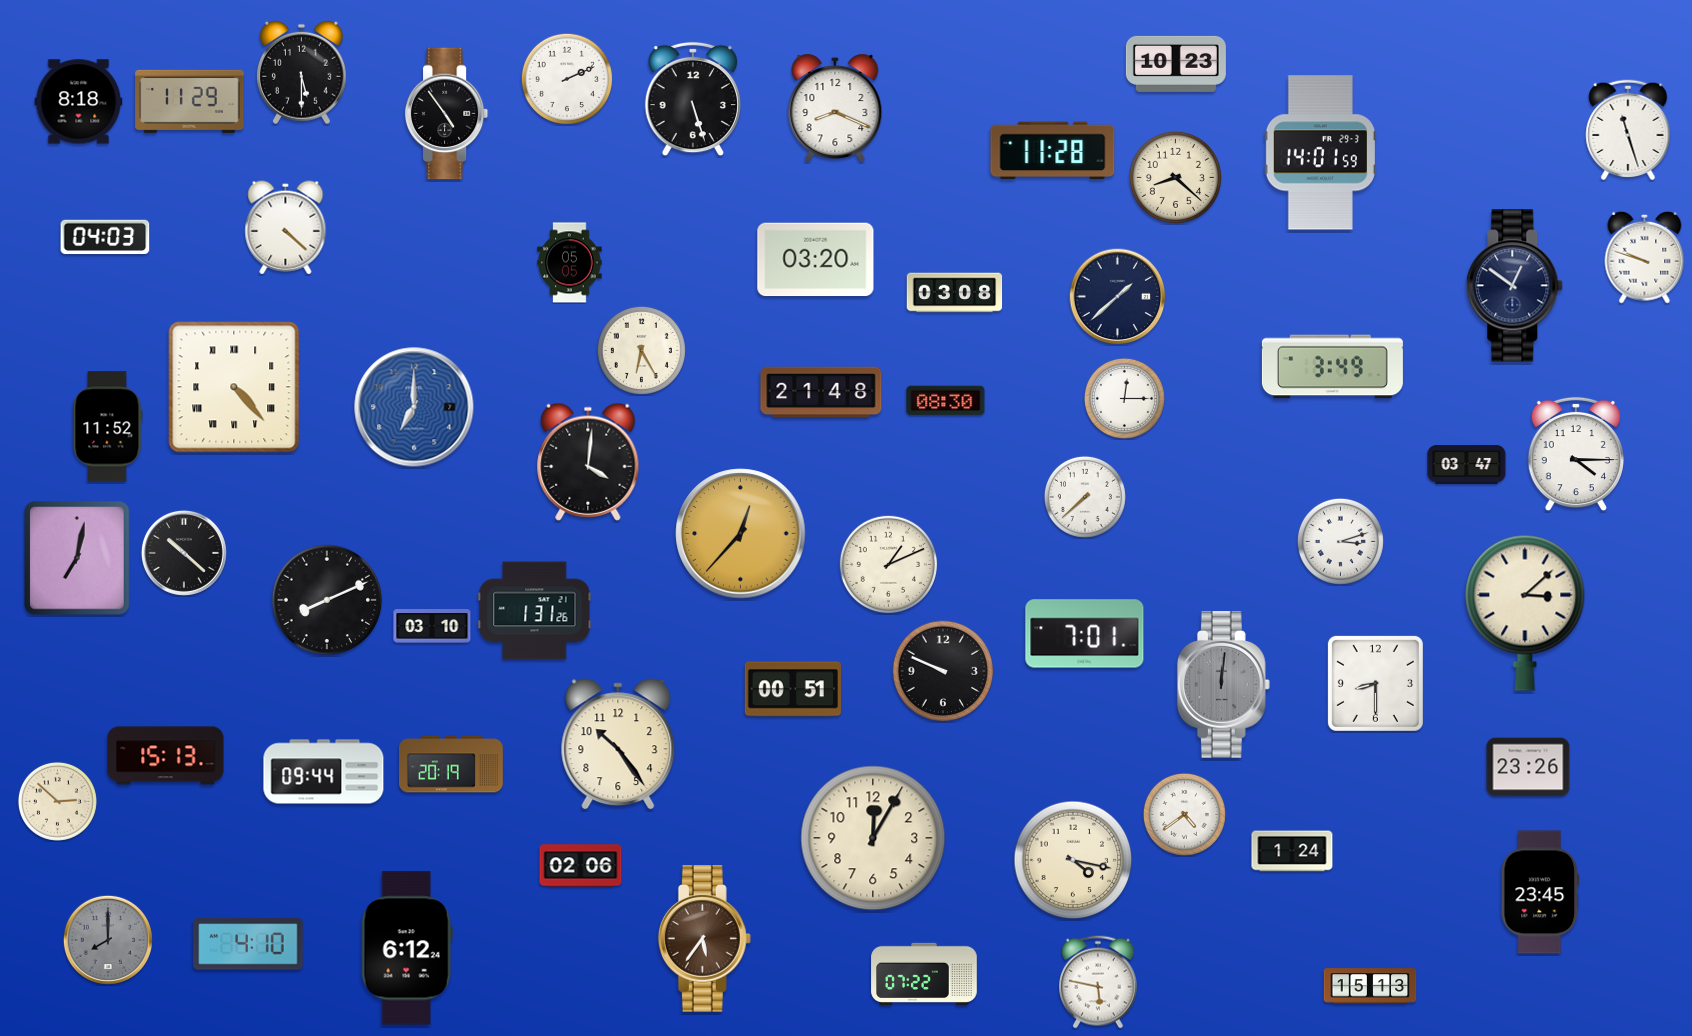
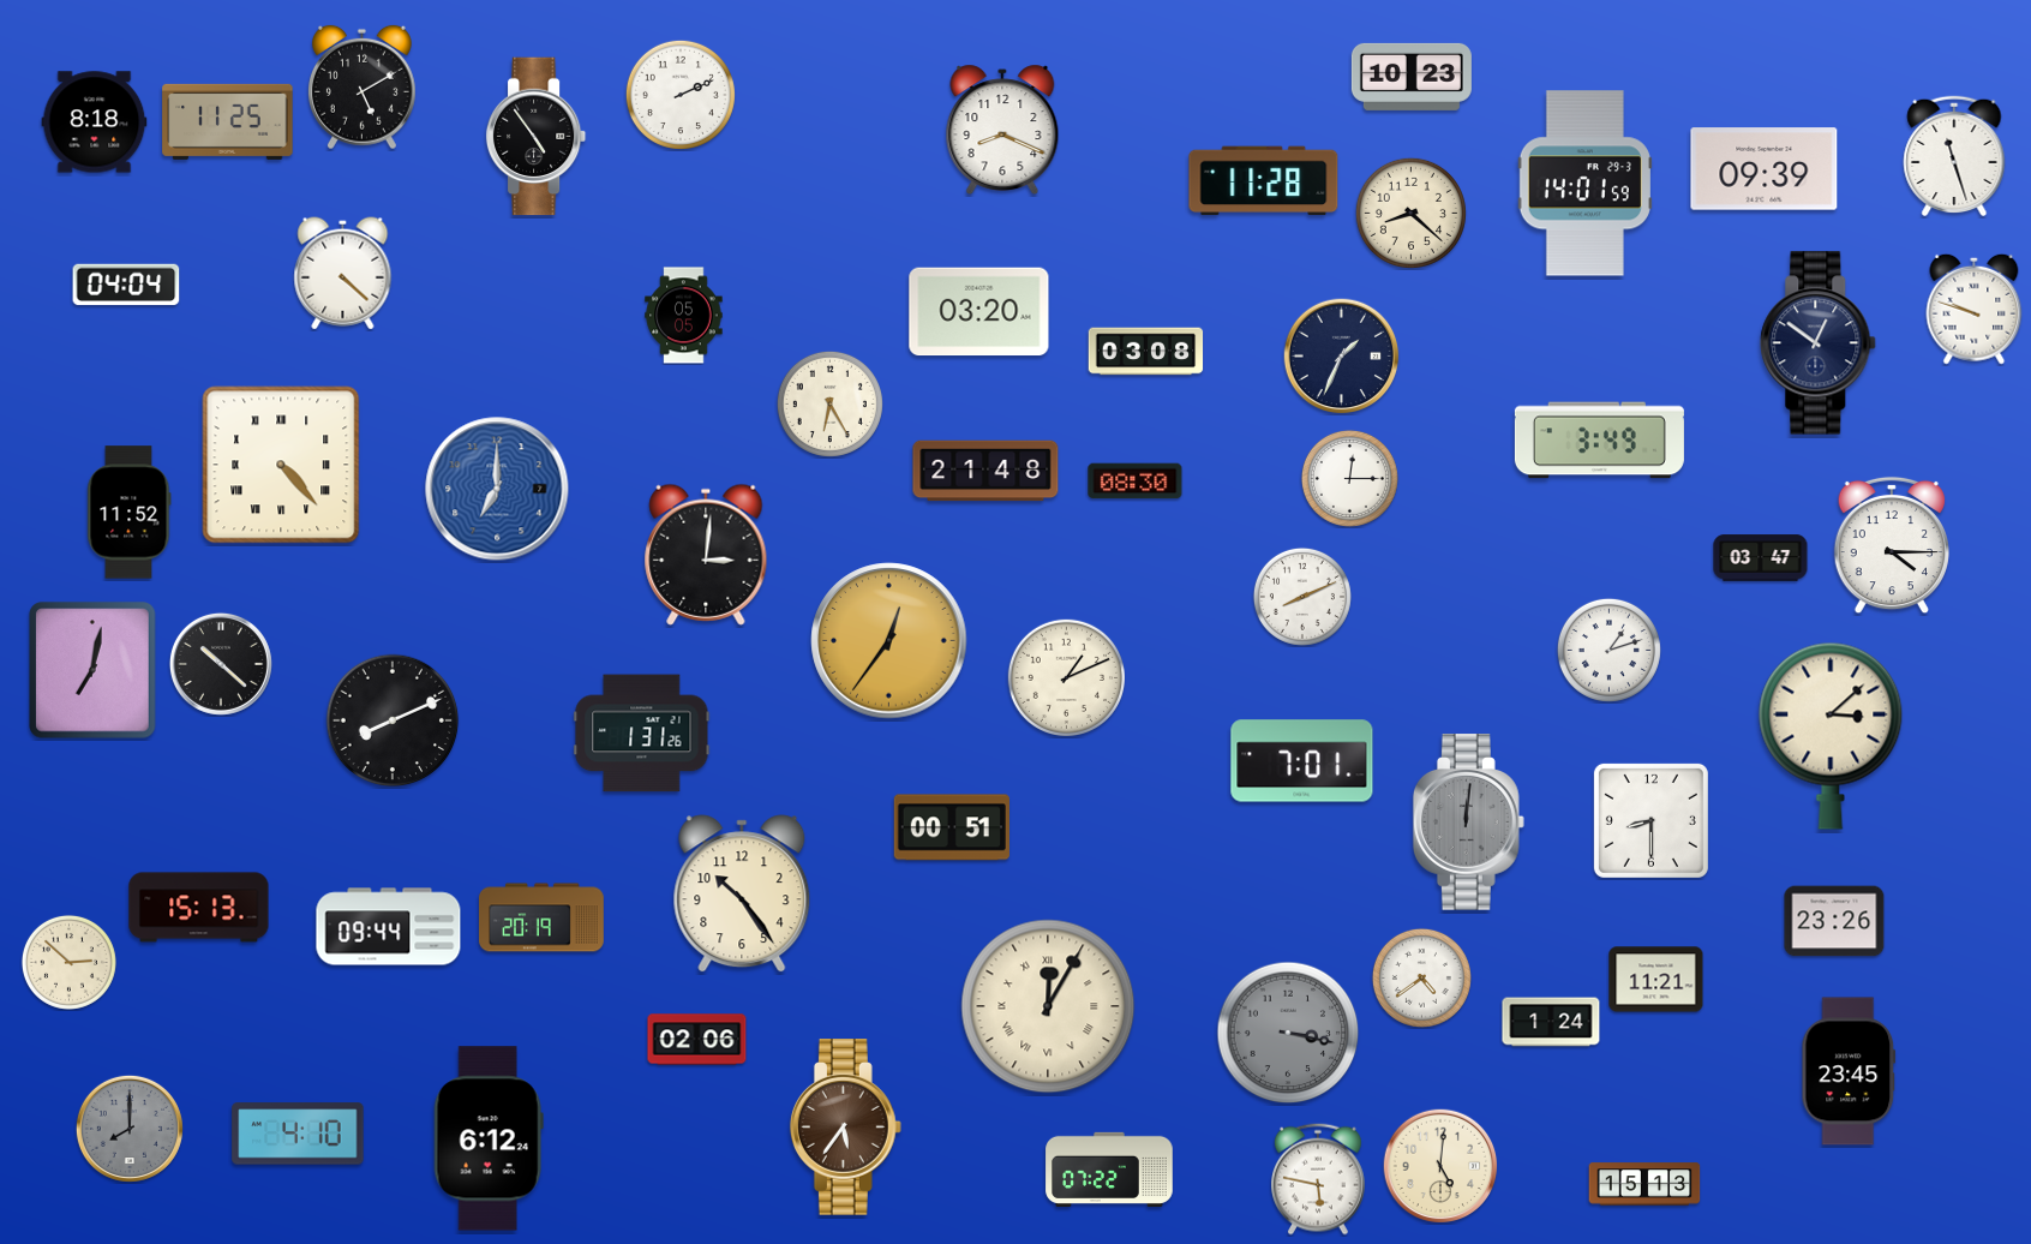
clock at (301, 73): 5:30 -> 5:10
clock at (693, 99): 5:27 -> none
clock at (190, 101): 11:29 -> 11:25
clock at (1765, 169): none -> 09:39
clock at (105, 237): 04:03 -> 04:04
clock at (1118, 297): 1:38 -> 1:34
clock at (641, 350) position: (641, 350) -> (829, 403)
clock at (588, 462): 4:01 -> 3:01
clock at (1085, 497): 7:38 -> 8:11
clock at (741, 534): 12:37 -> 12:36
clock at (1340, 541): 3:12 -> 1:12
clock at (432, 626): 03:10 -> none
clock at (942, 670): 9:49 -> none
clock at (1656, 980): none -> 11:21
clock at (873, 838) numerals: Arabic -> Roman
clock at (1073, 860): 4:17 -> 3:17
clock at (1073, 860) dial: cream -> grey
clock at (1440, 1166): none -> 5:01
